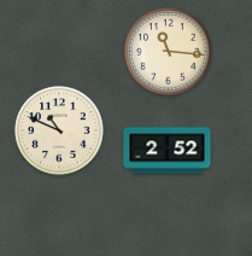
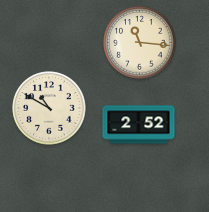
clock at (59, 130): 10:49 -> 10:50
